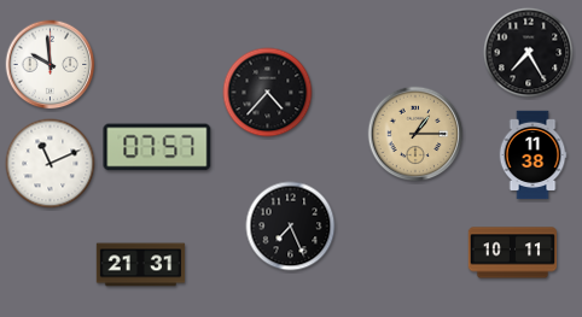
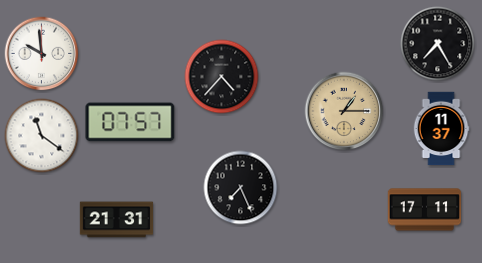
clock at (532, 155): 11:38 -> 11:37
clock at (51, 164): 11:11 -> 11:21
clock at (513, 253): 10:11 -> 17:11
